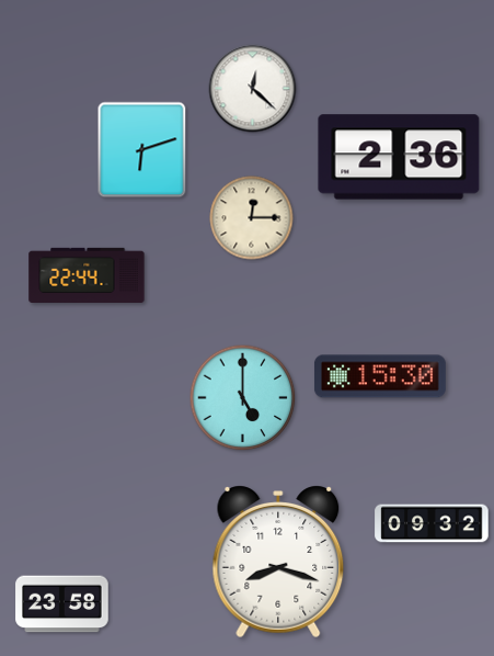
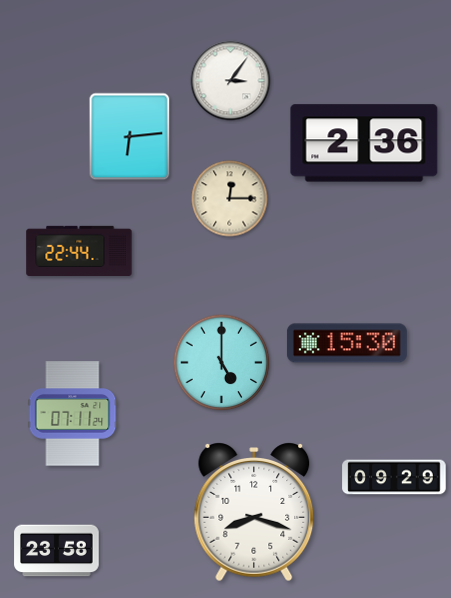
clock at (253, 89): 12:22 -> 3:06
clock at (142, 150): 6:12 -> 6:14
clock at (73, 414): none -> 07:11
clock at (432, 523): 09:32 -> 09:29
